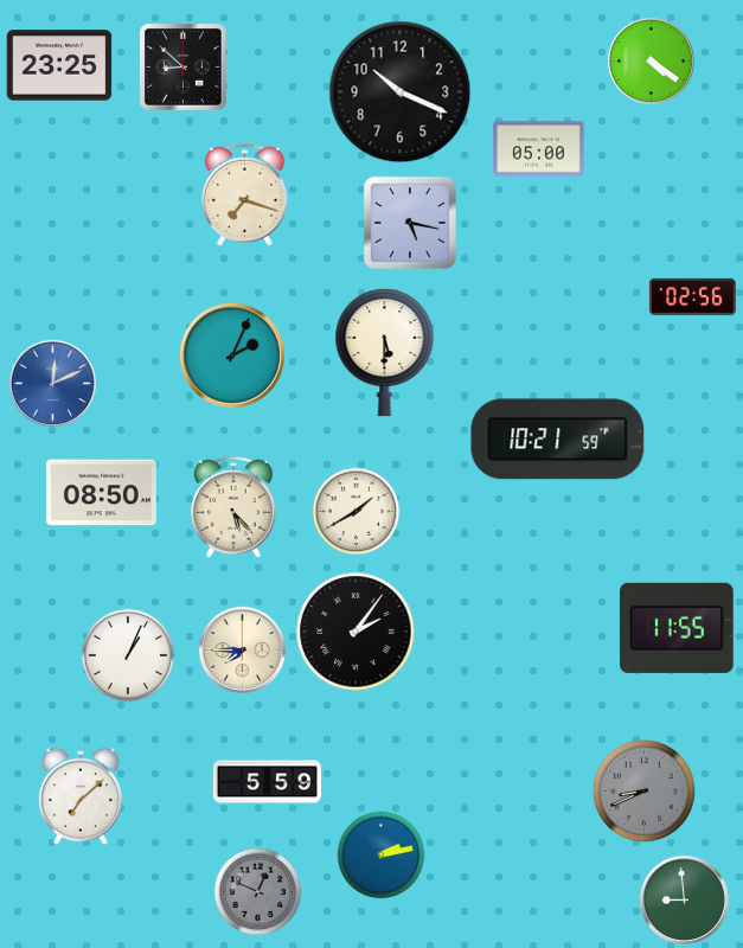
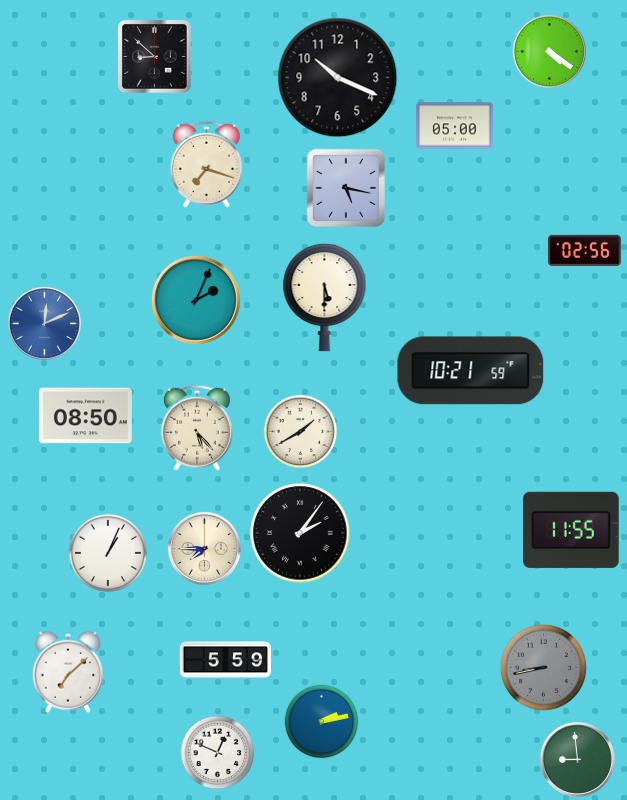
clock at (59, 65): 23:25 -> none
clock at (643, 790): 8:41 -> 8:43
clock at (258, 892) dial: grey -> white
